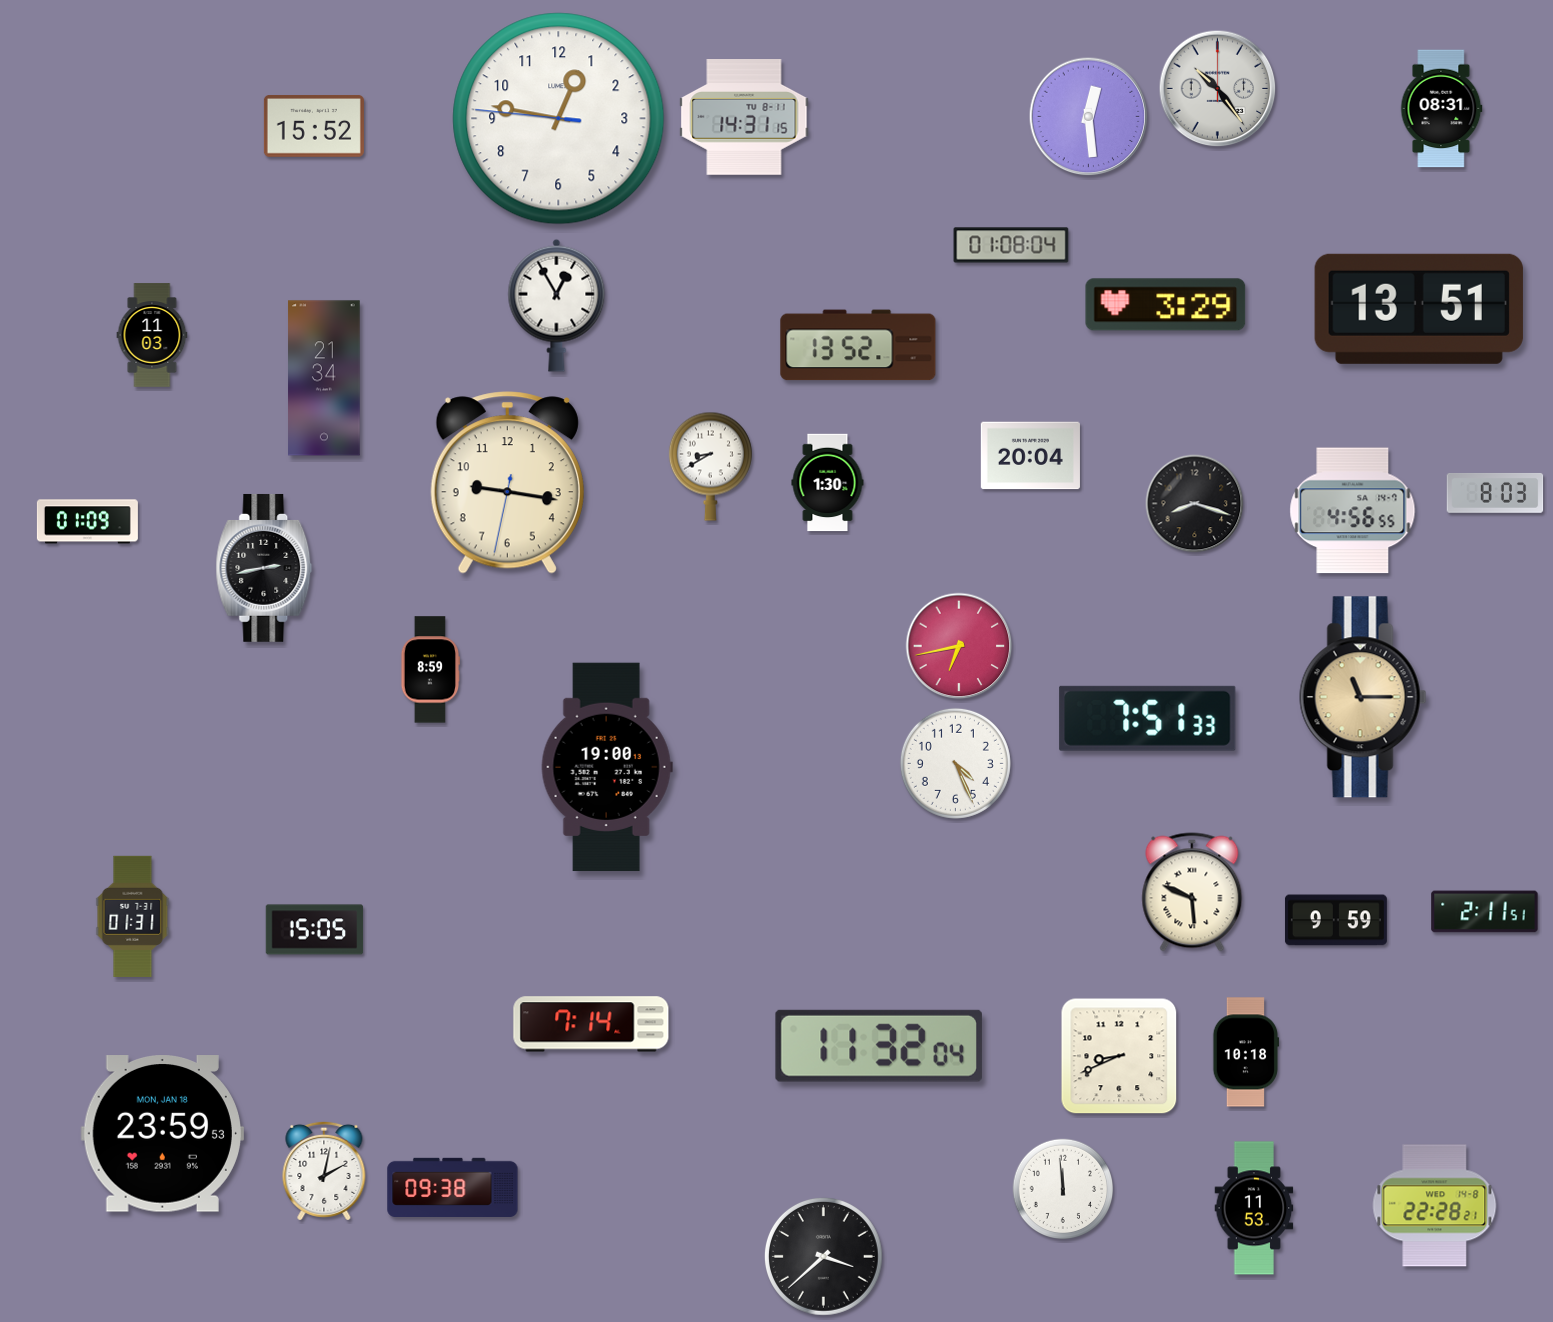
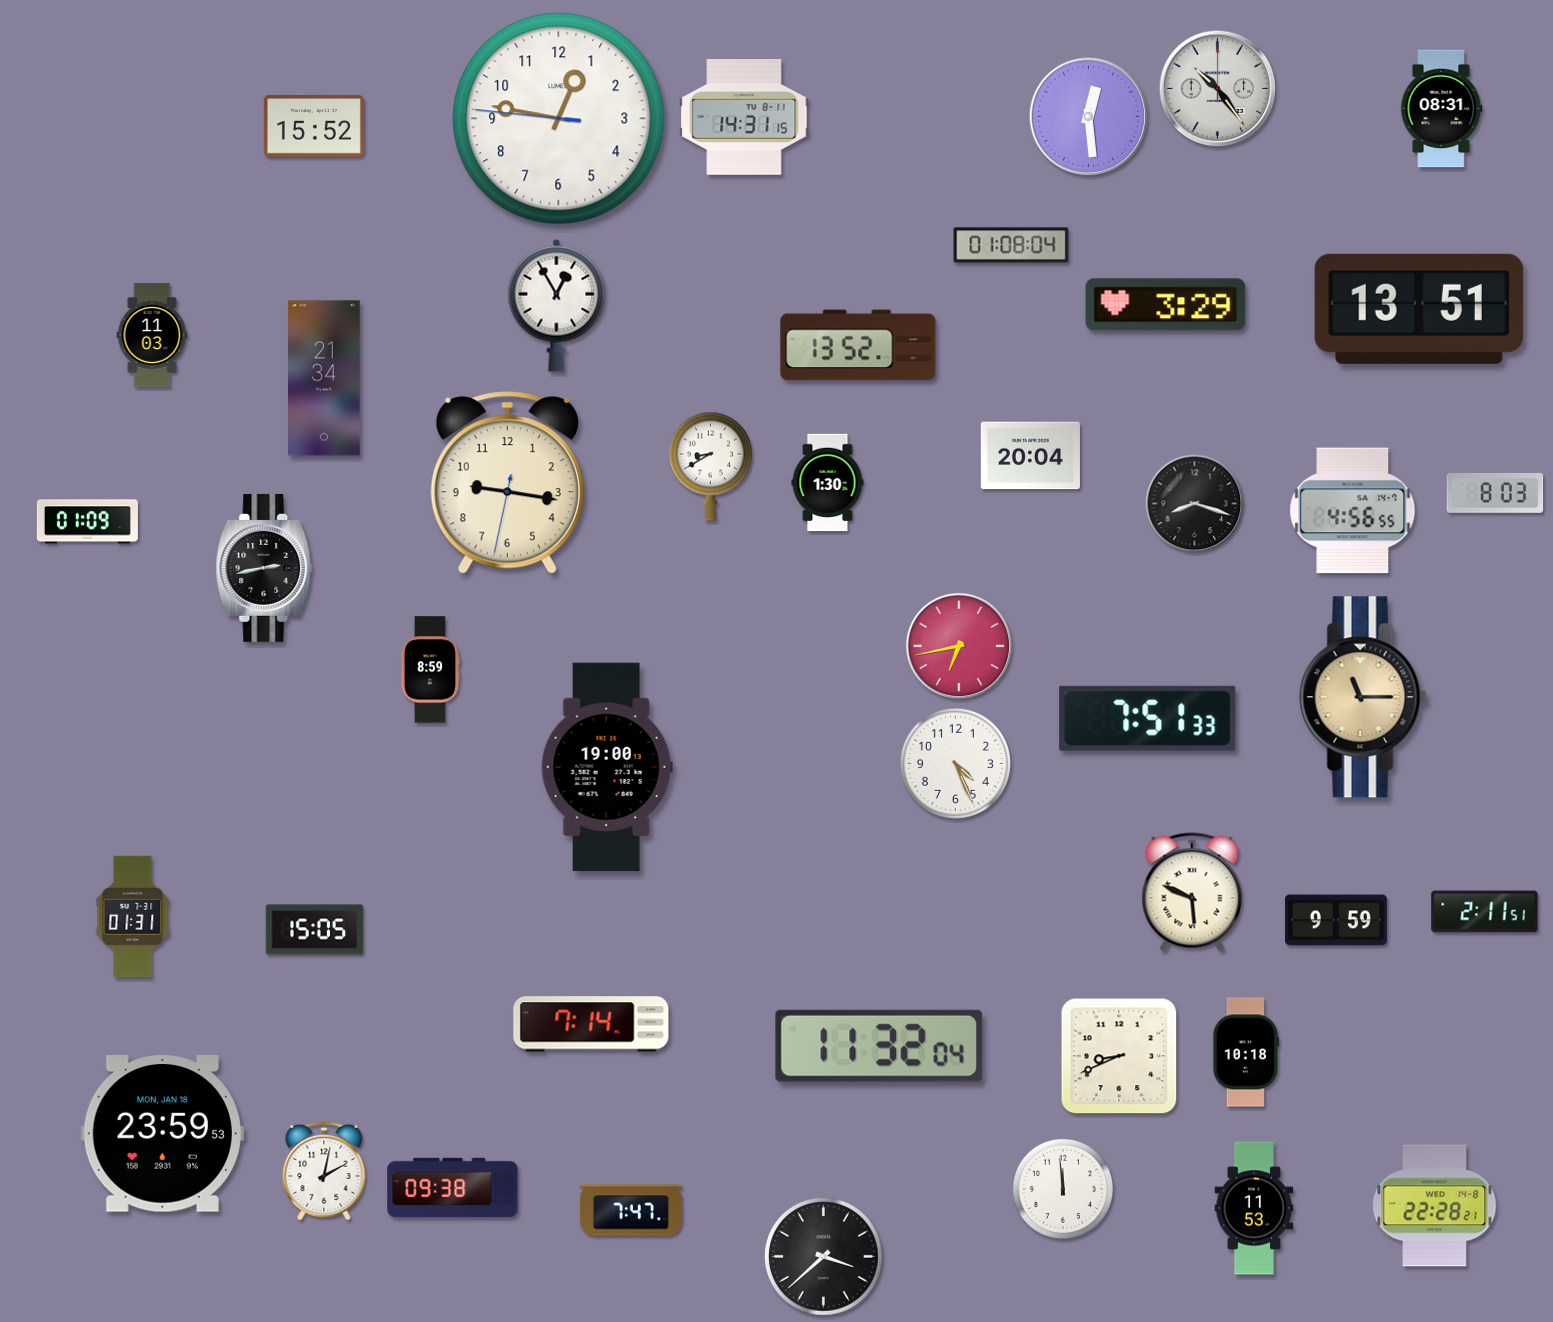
clock at (631, 1210): none -> 7:47
